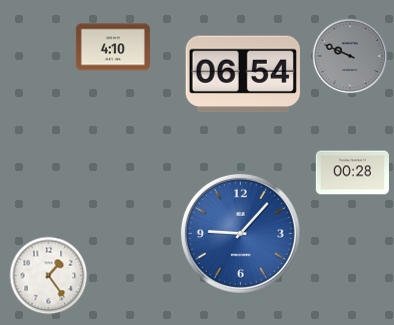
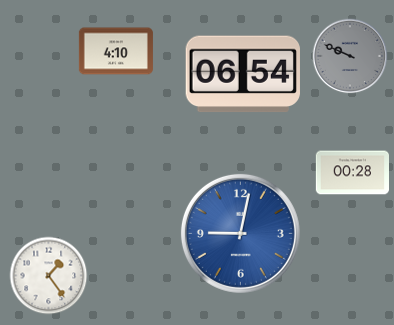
clock at (113, 47) position: (113, 47) -> (116, 51)
clock at (240, 233): 9:07 -> 9:02
